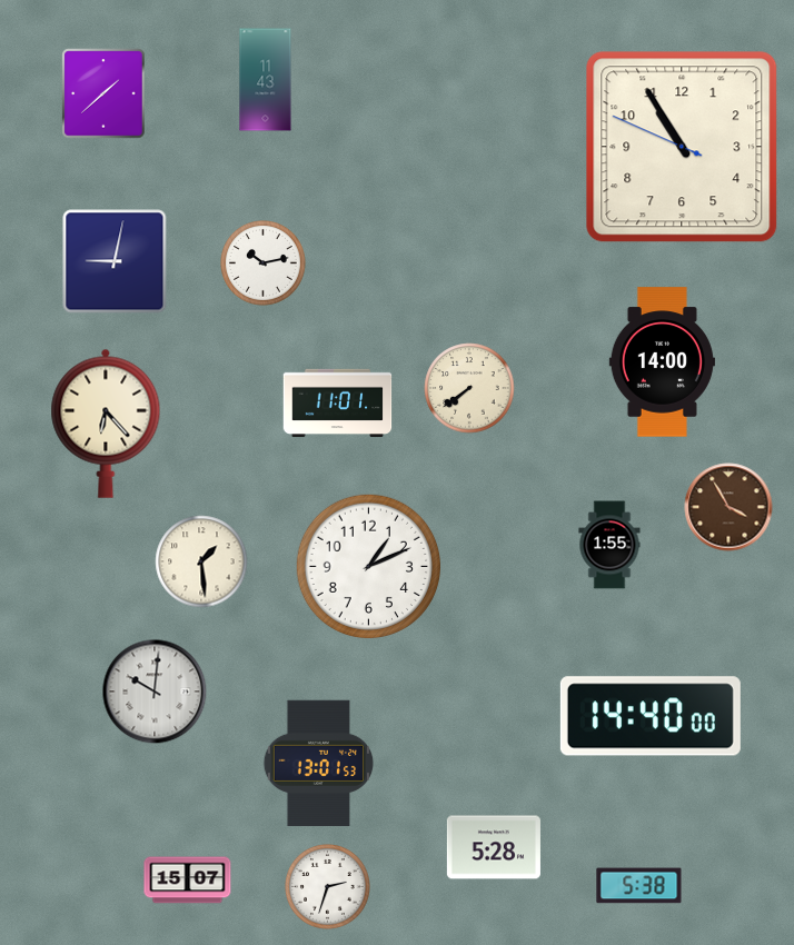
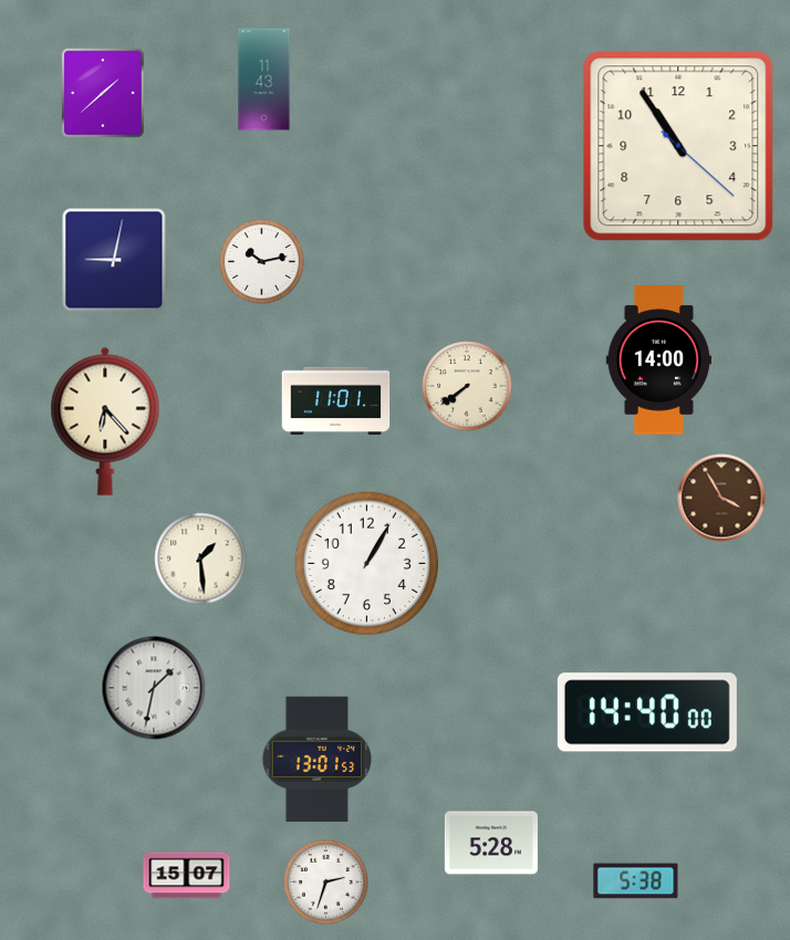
clock at (682, 147): 10:54:49 -> 10:54:22
clock at (728, 507) position: (728, 507) -> (721, 498)
clock at (609, 545): 1:55 -> none
clock at (368, 566): 1:11 -> 1:05
clock at (155, 692): 10:01 -> 1:32
